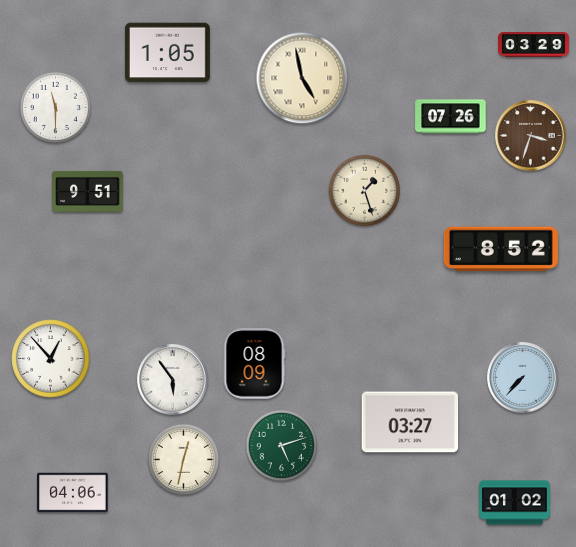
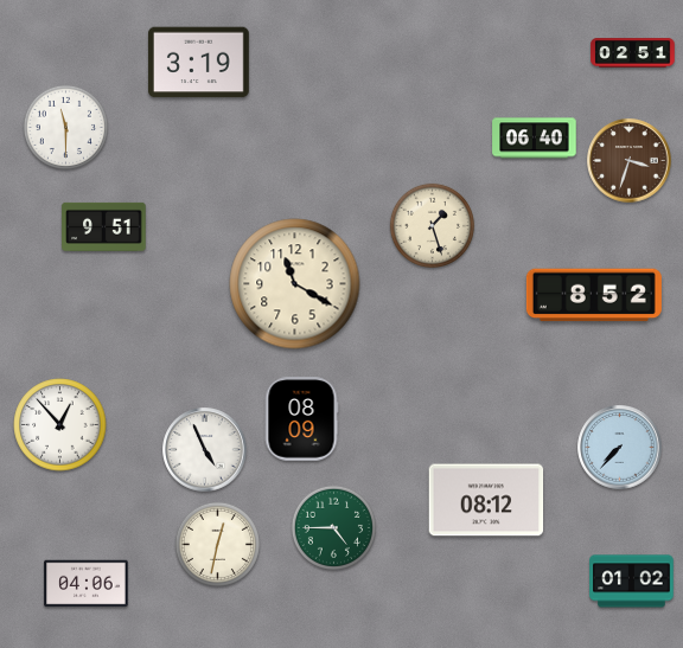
clock at (534, 45): 03:29 -> 02:51
clock at (168, 53): 1:05 -> 3:19
clock at (302, 78): 4:58 -> none
clock at (451, 117): 07:26 -> 06:40
clock at (295, 284): none -> 11:20
clock at (254, 364) position: (254, 364) -> (301, 419)
clock at (173, 380): 5:54 -> 4:56
clock at (410, 422): 03:27 -> 08:12
clock at (281, 445): 5:12 -> 4:45
clock at (515, 503) position: (515, 503) -> (632, 582)
